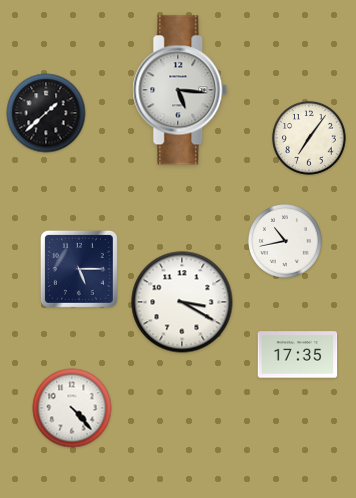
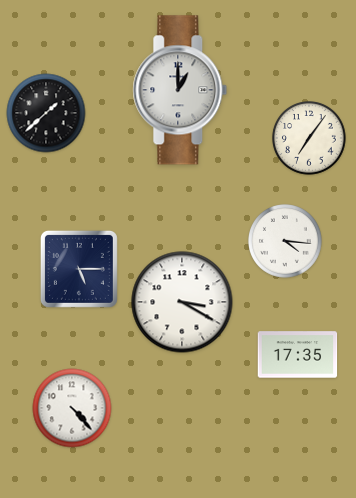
clock at (180, 90): 5:16 -> 1:00
clock at (286, 242): 10:43 -> 4:16
